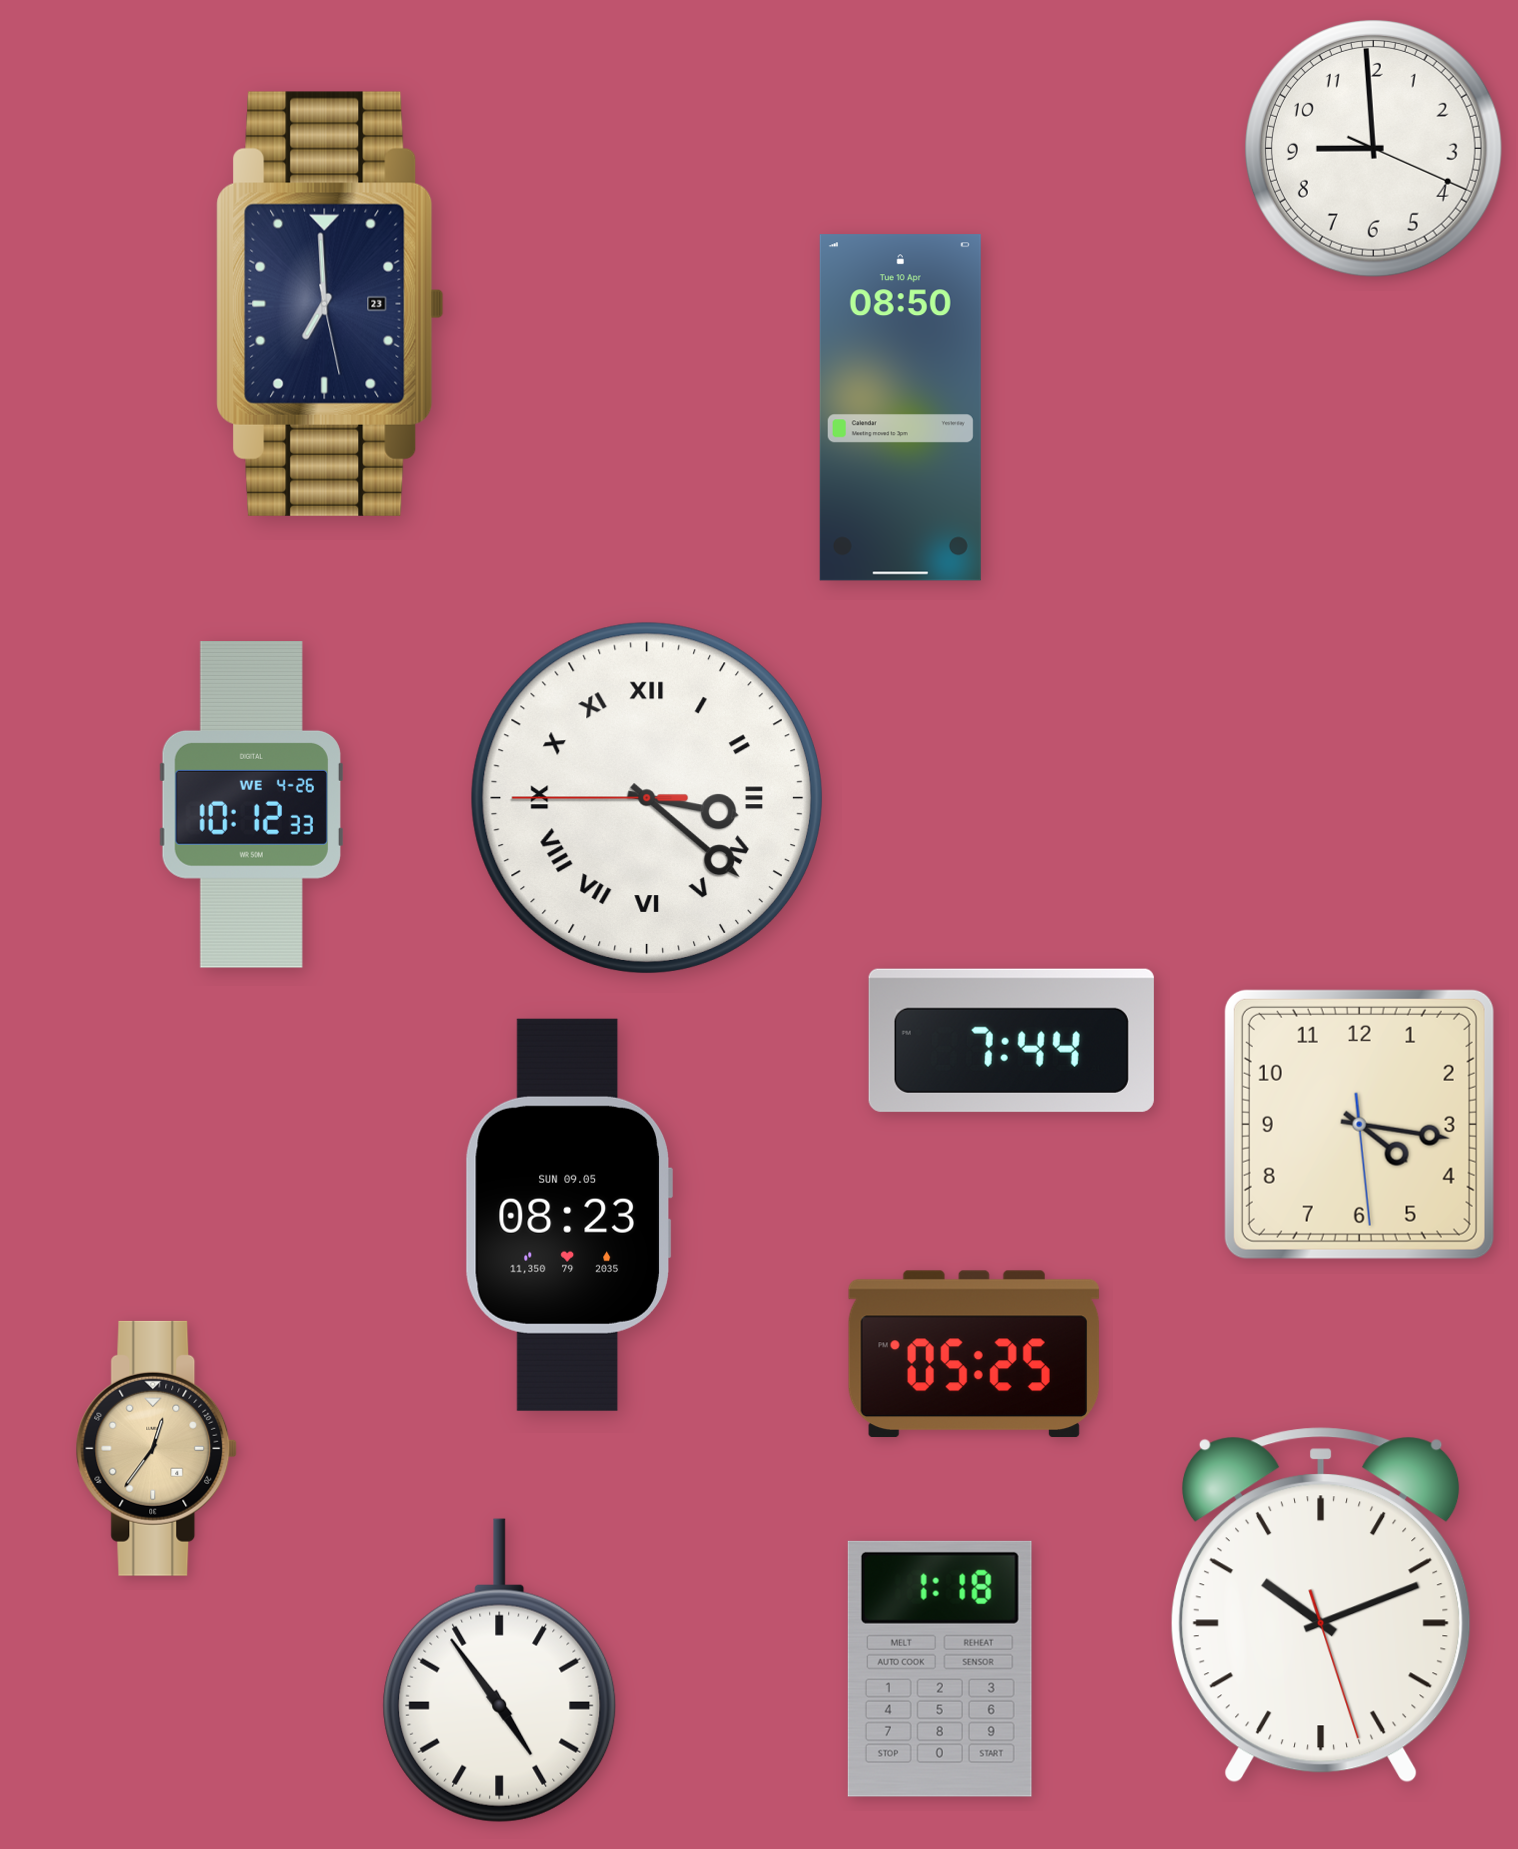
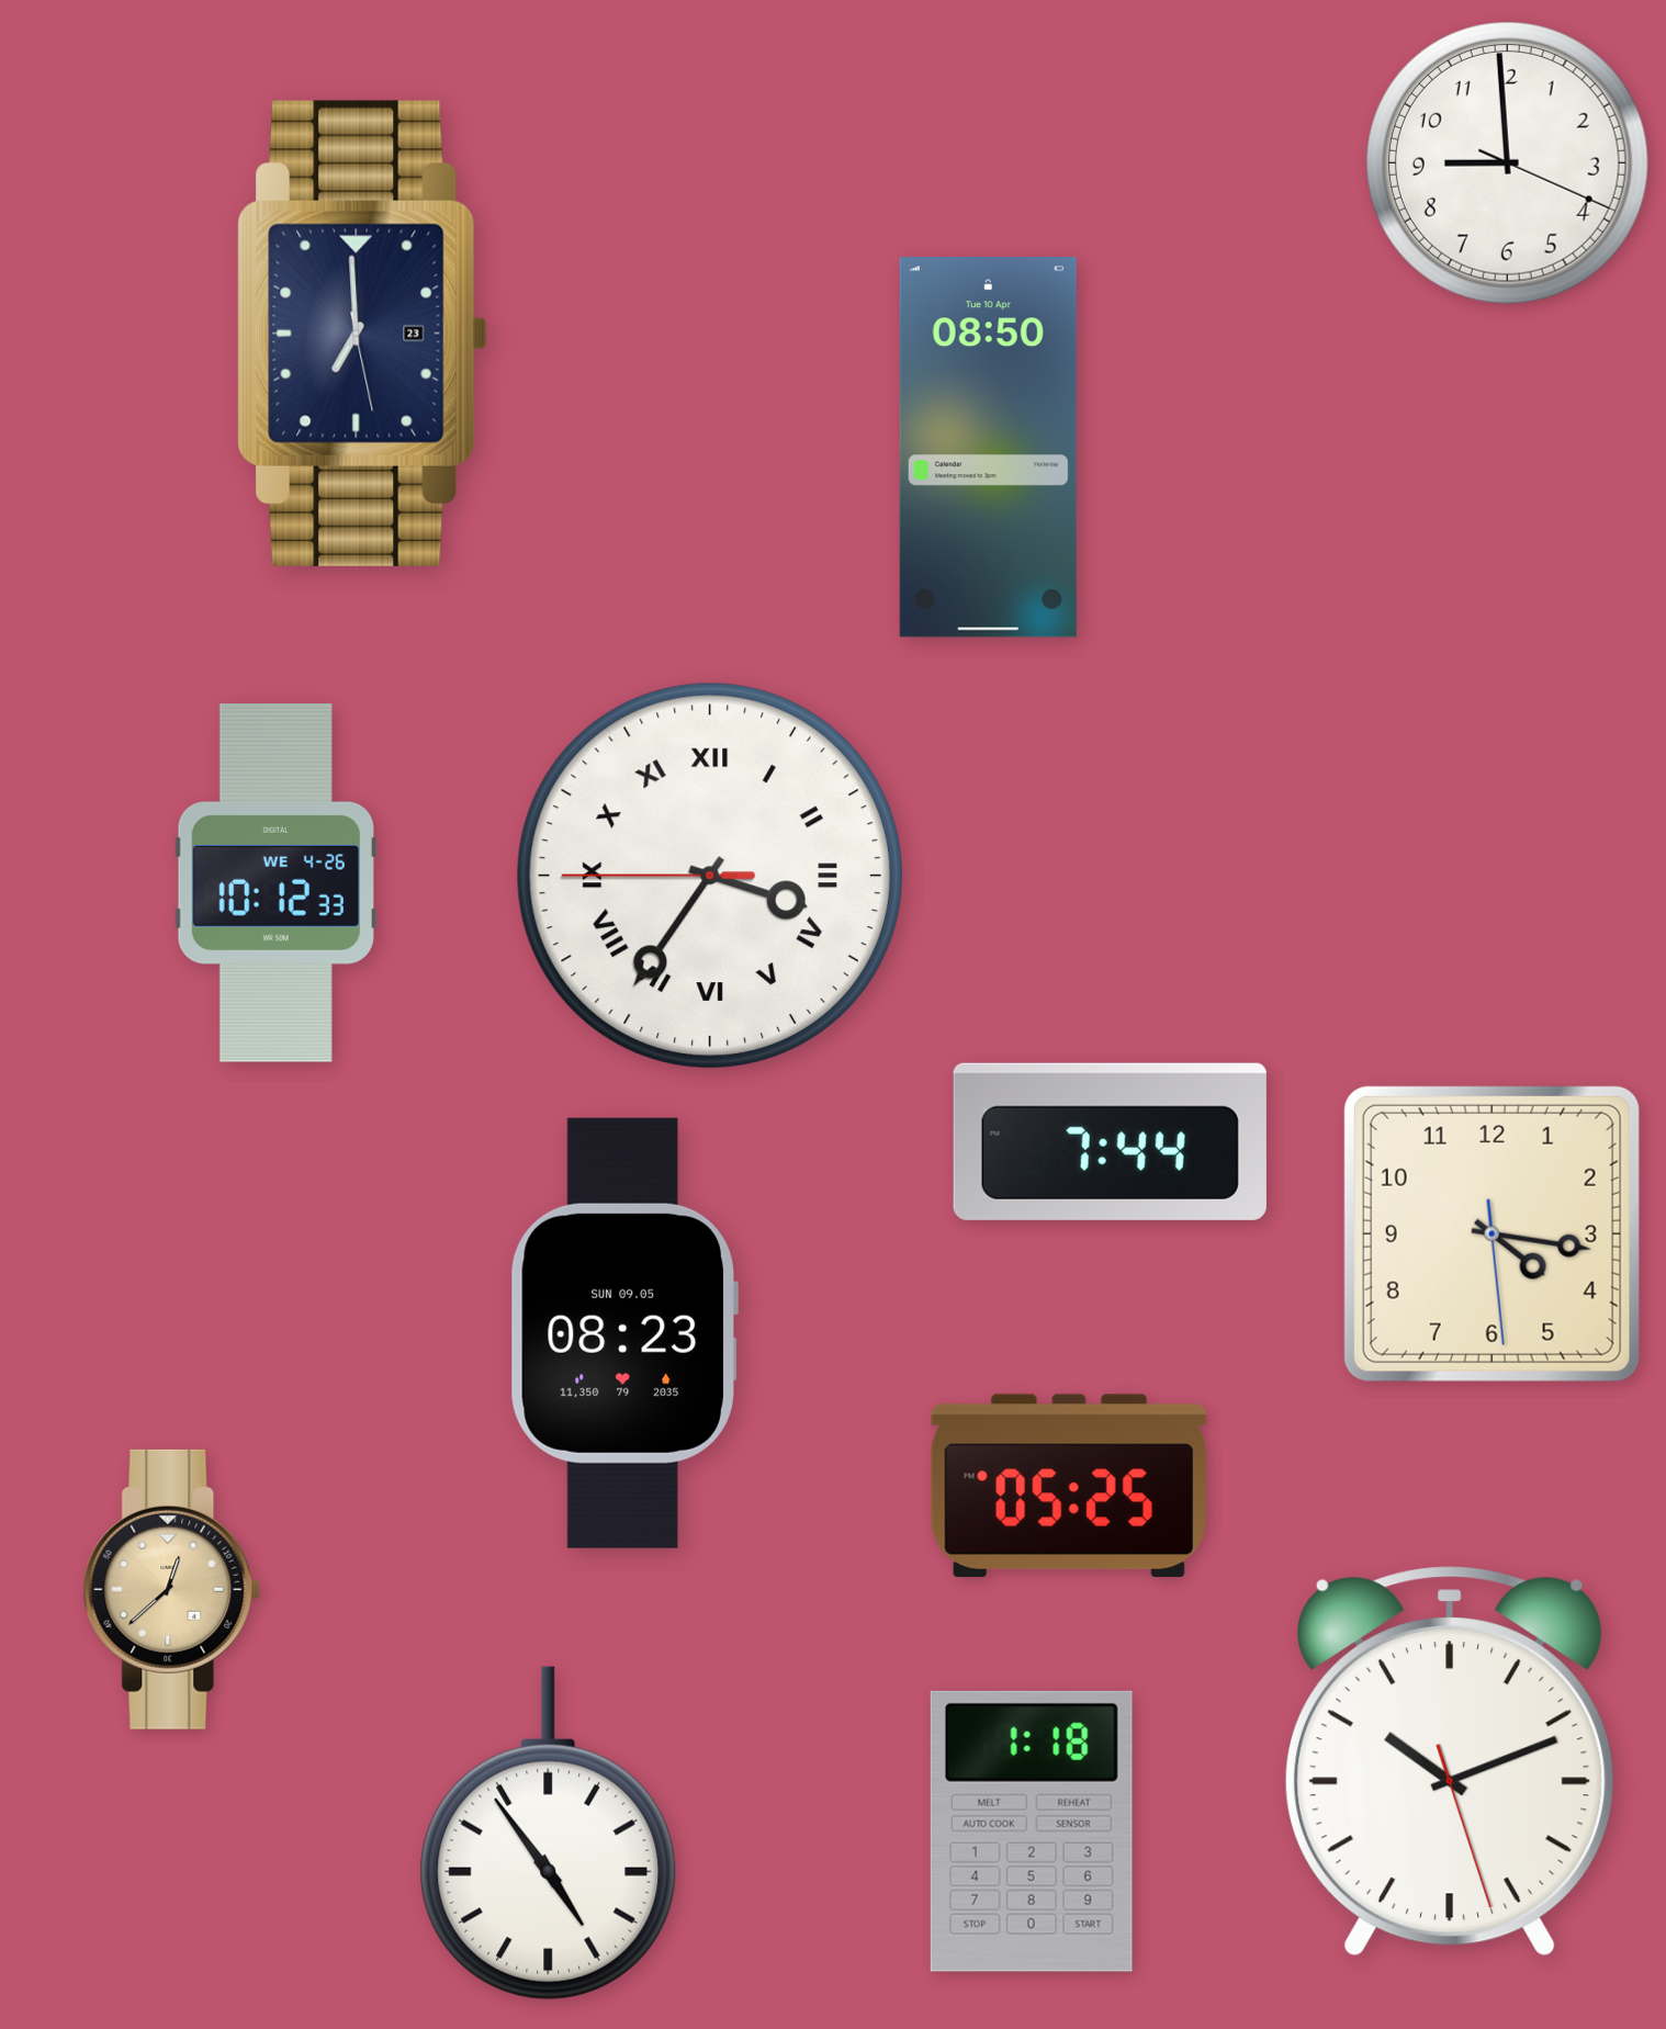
clock at (647, 798): 3:21 -> 3:35
clock at (157, 1448): 12:36 -> 12:38
